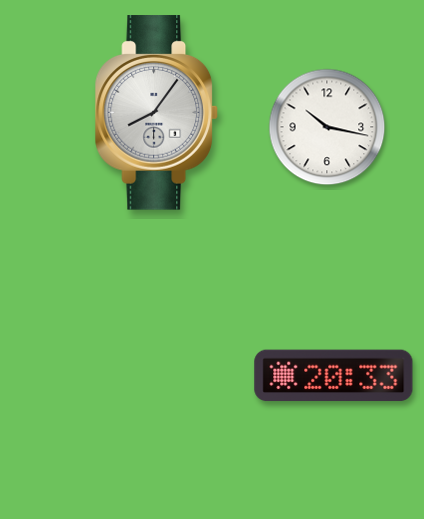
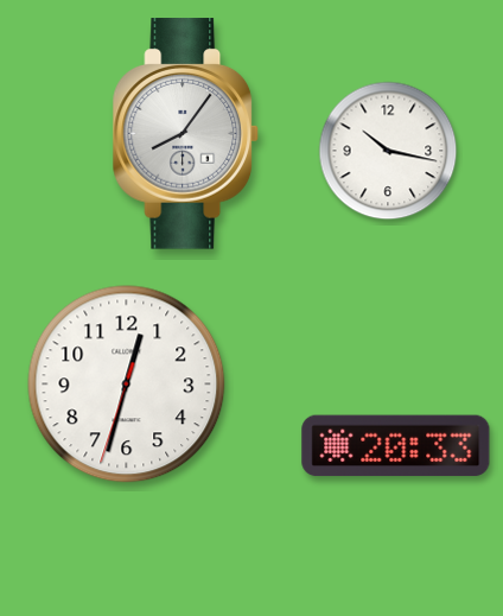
clock at (127, 385): none -> 12:32
